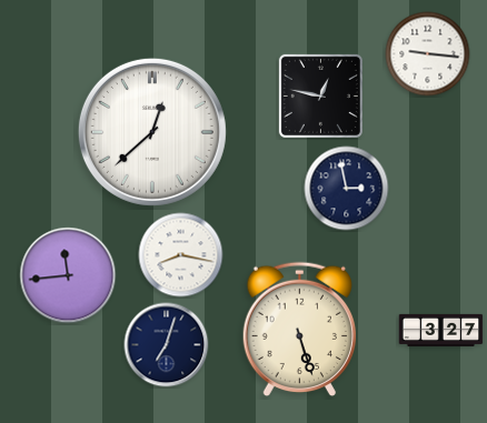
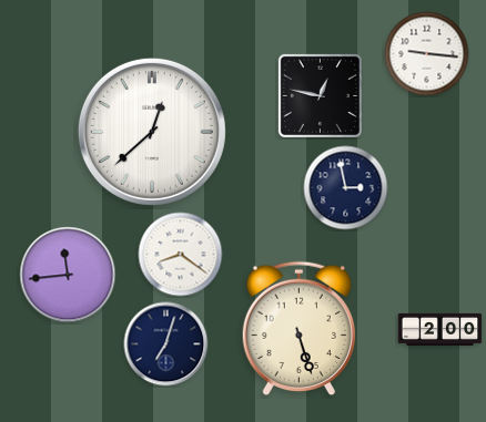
clock at (181, 255): 8:17 -> 8:21
clock at (441, 330): 3:27 -> 2:00
